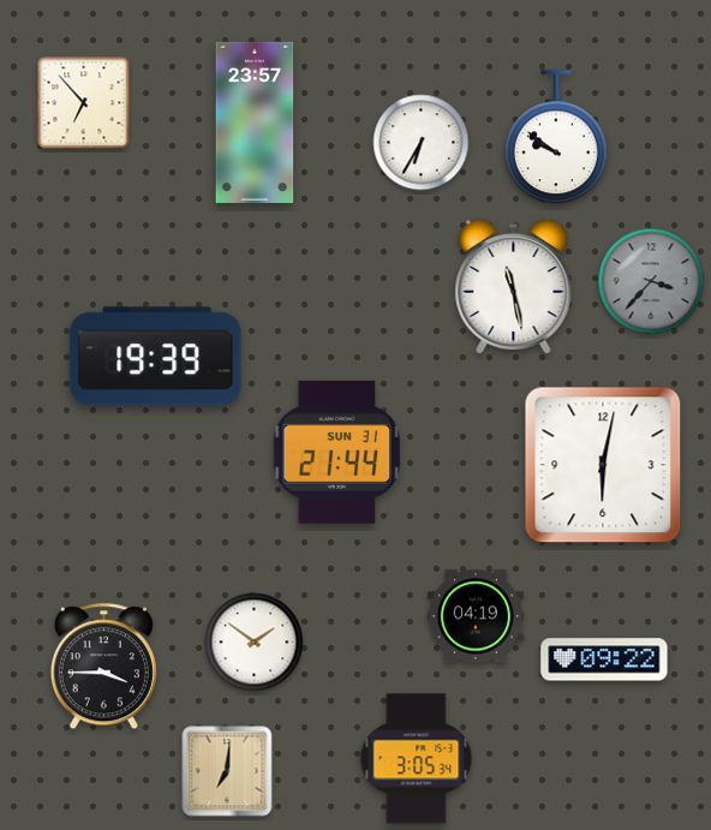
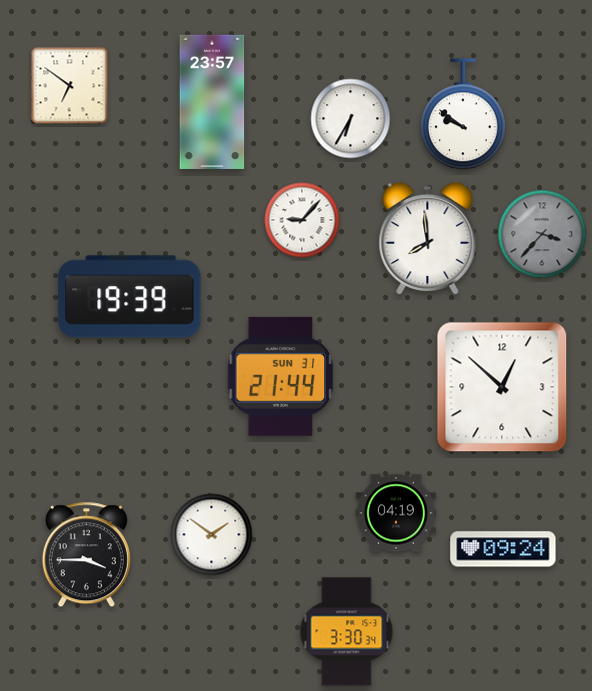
clock at (84, 103): 6:53 -> 6:51
clock at (302, 220): none -> 9:07
clock at (514, 287): 11:28 -> 7:59
clock at (603, 465): 6:02 -> 12:52
clock at (604, 659): 09:22 -> 09:24
clock at (417, 759): 3:05 -> 3:30
clock at (227, 771): 7:01 -> none
